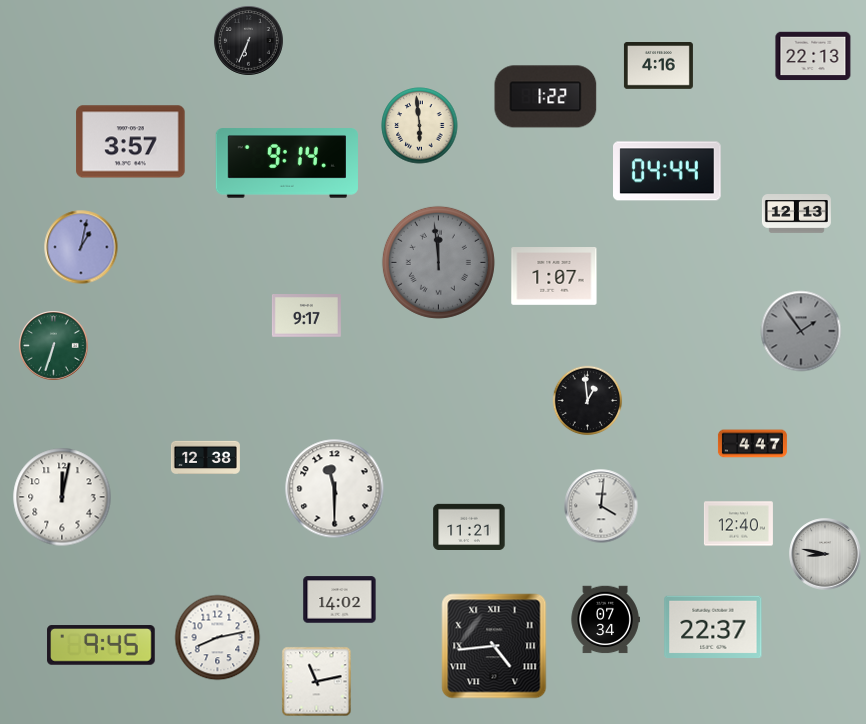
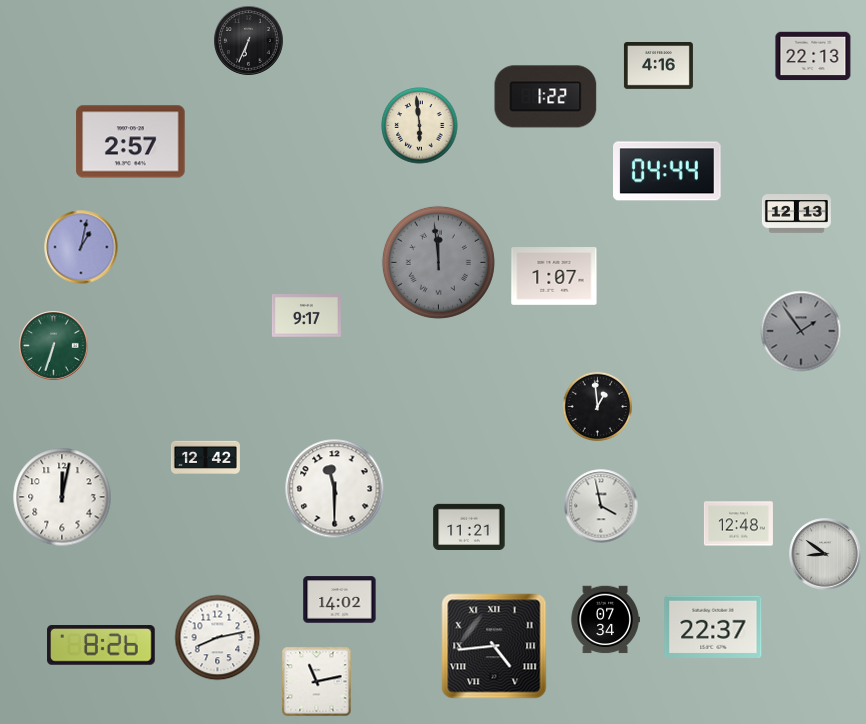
clock at (131, 142): 3:57 -> 2:57
clock at (287, 163): 9:14 -> none
clock at (588, 401) position: (588, 401) -> (598, 407)
clock at (752, 444): 4:47 -> none
clock at (205, 457): 12:38 -> 12:42
clock at (601, 506): 4:01 -> 3:58
clock at (738, 524): 12:40 -> 12:48
clock at (825, 554): 8:47 -> 8:51
clock at (101, 645): 9:45 -> 8:26
